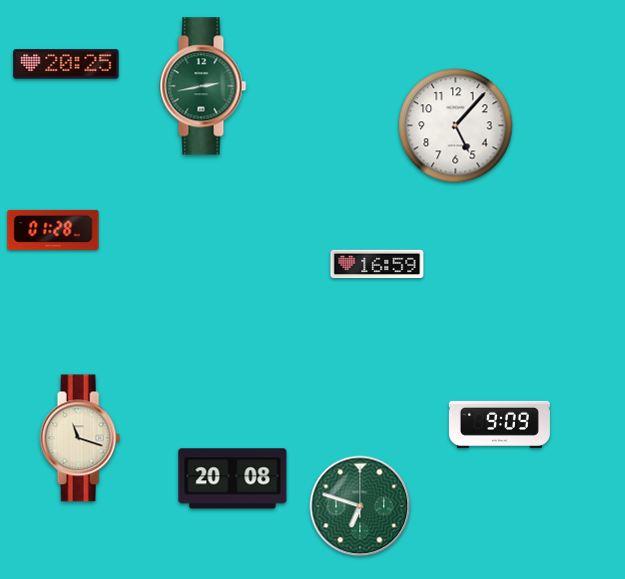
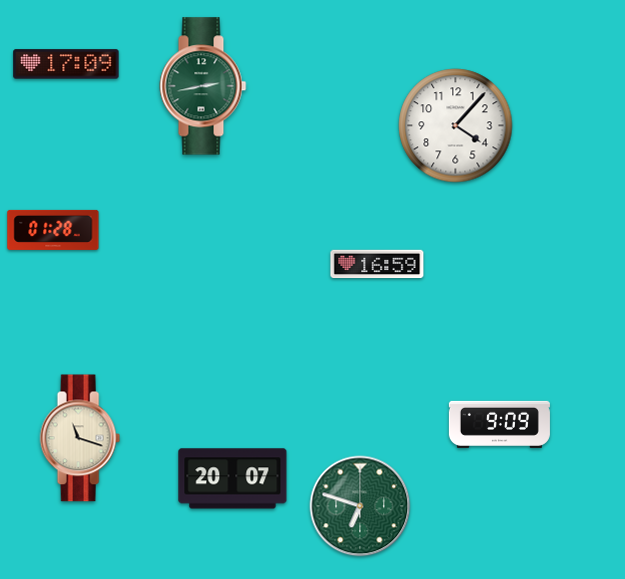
clock at (66, 64): 20:25 -> 17:09
clock at (456, 126): 5:07 -> 4:07
clock at (233, 479): 20:08 -> 20:07
